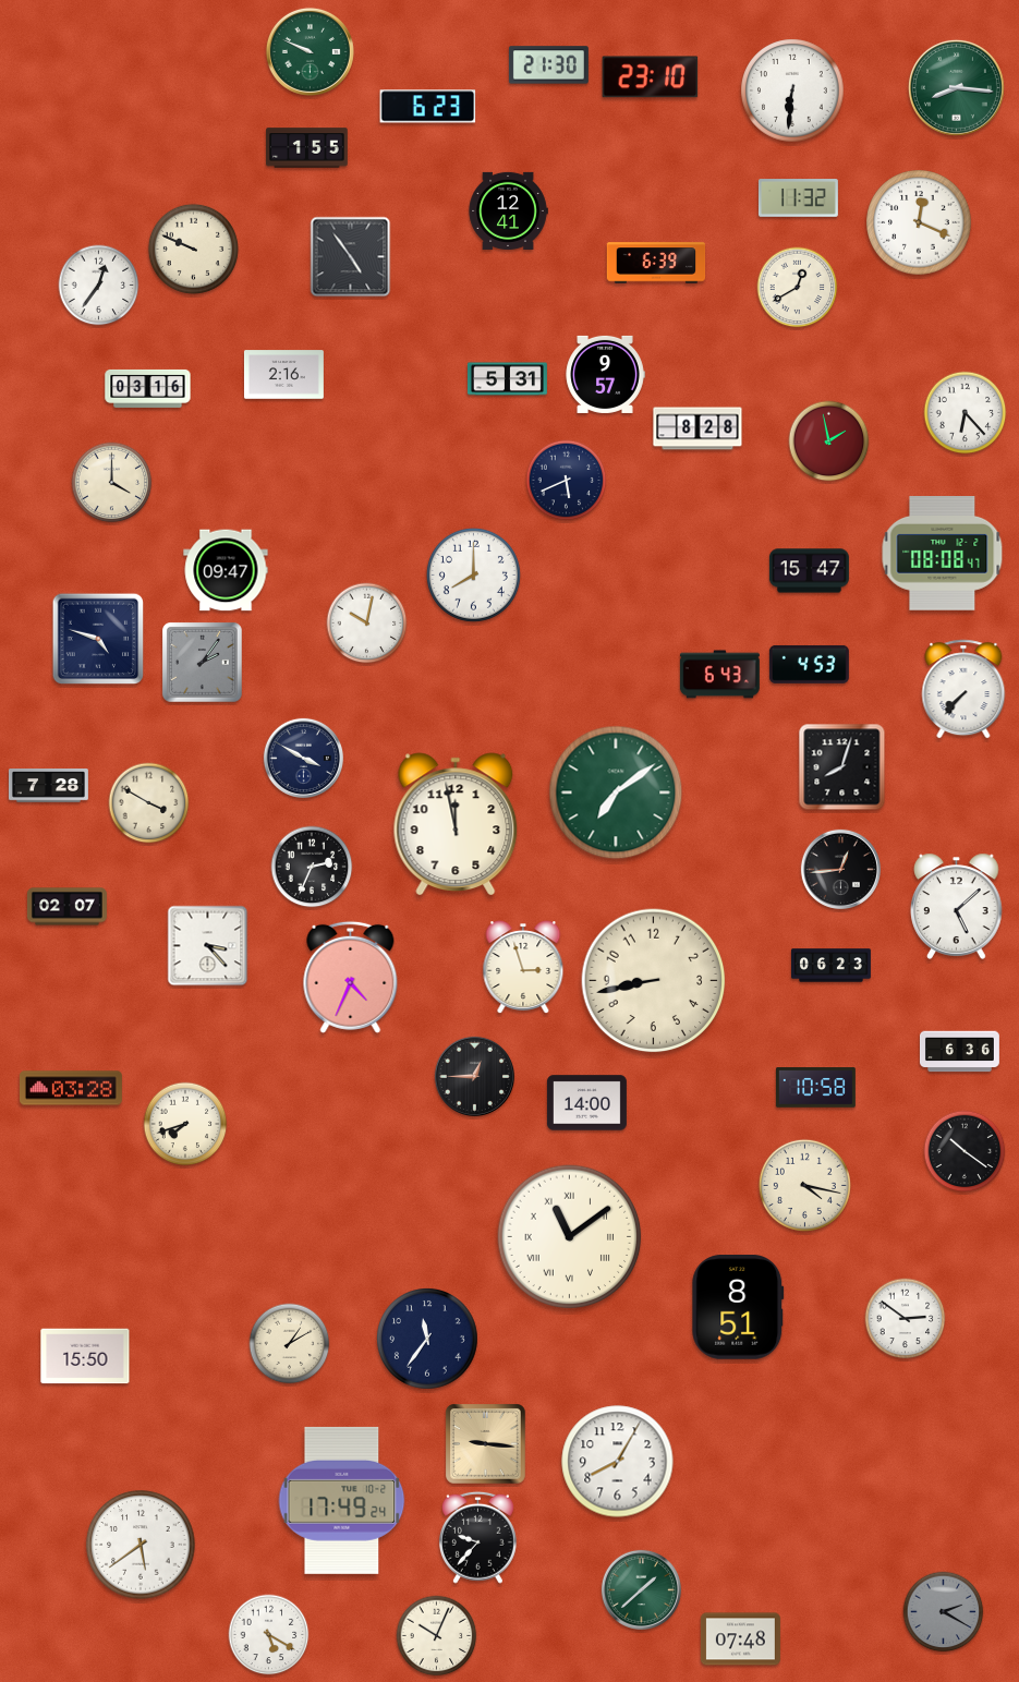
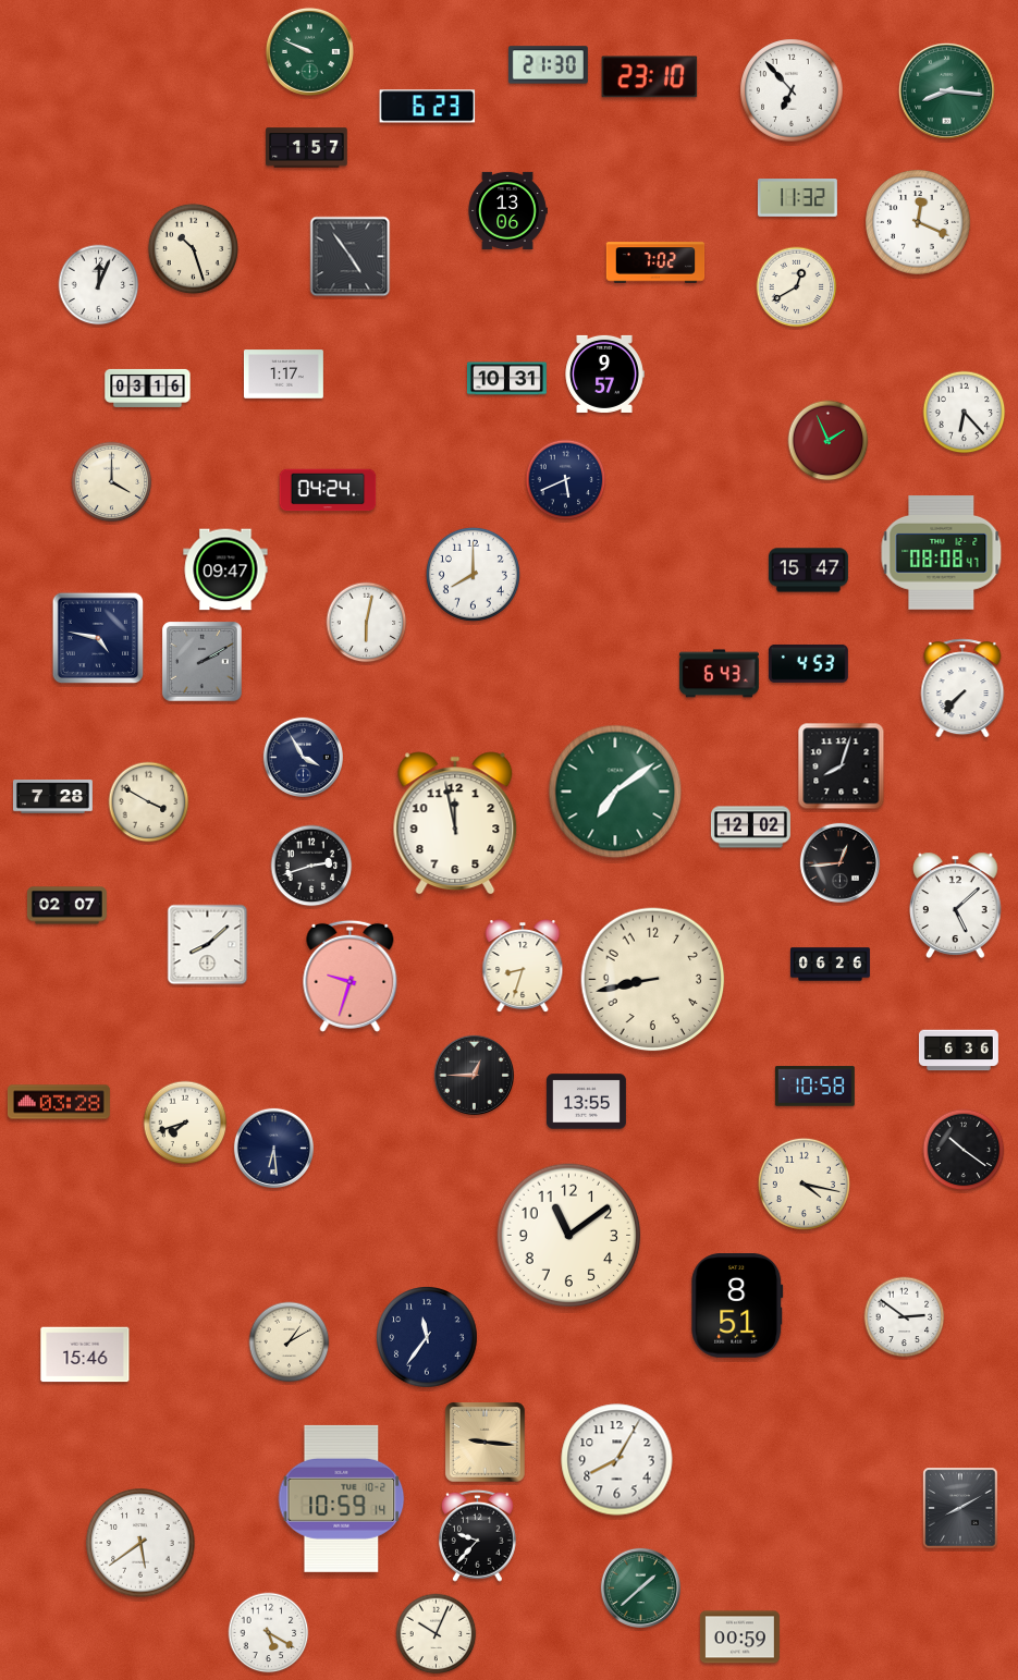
clock at (956, 87) position: (956, 87) -> (946, 90)
clock at (792, 90): 6:31 -> 6:53
clock at (307, 148): 1:55 -> 1:57
clock at (508, 210): 12:41 -> 13:06
clock at (193, 249): 9:49 -> 10:27
clock at (656, 263): 6:39 -> 7:02
clock at (99, 286): 12:36 -> 12:04
clock at (283, 375): 2:16 -> 1:17
clock at (507, 379): 5:31 -> 10:31
clock at (697, 428): 8:28 -> none
clock at (829, 441): 1:58 -> 1:56
clock at (328, 490): none -> 04:24
clock at (367, 624): 10:02 -> 6:02
clock at (98, 639): 4:48 -> 4:47
clock at (203, 663): 2:06 -> 2:10
clock at (303, 758): 3:50 -> 3:55
clock at (48, 786) position: (48, 786) -> (52, 797)
clock at (750, 827): none -> 12:02
clock at (312, 867): 2:34 -> 2:42
clock at (840, 869) position: (840, 869) -> (839, 862)
clock at (208, 946): 3:23 -> 8:08
clock at (830, 966): 06:23 -> 06:26
clock at (523, 968): 2:57 -> 8:33
clock at (351, 977): 4:34 -> 9:33
clock at (71, 1088) position: (71, 1088) -> (59, 1102)
clock at (586, 1103): 14:00 -> 13:55
clock at (273, 1148): none -> 6:29
clock at (570, 1237) numerals: Roman -> Arabic
clock at (85, 1356): 15:50 -> 15:46
clock at (342, 1500): 17:49 -> 10:59
clock at (960, 1508): none -> 8:10
clock at (944, 1612): 2:20 -> none
clock at (740, 1639): 07:48 -> 00:59
